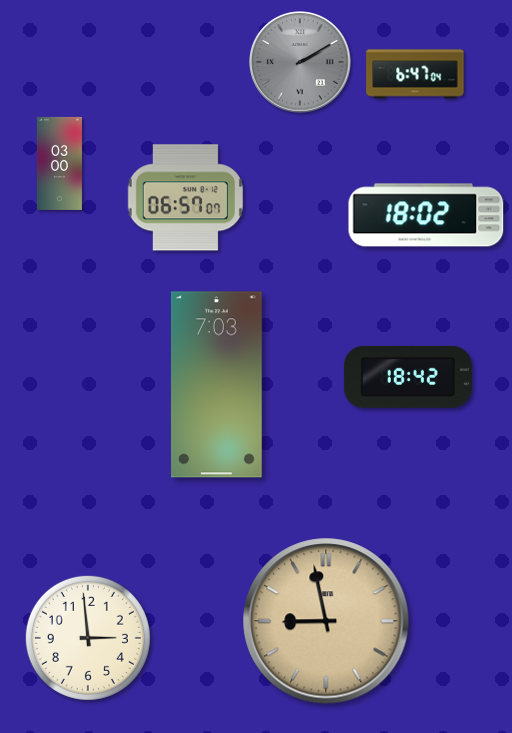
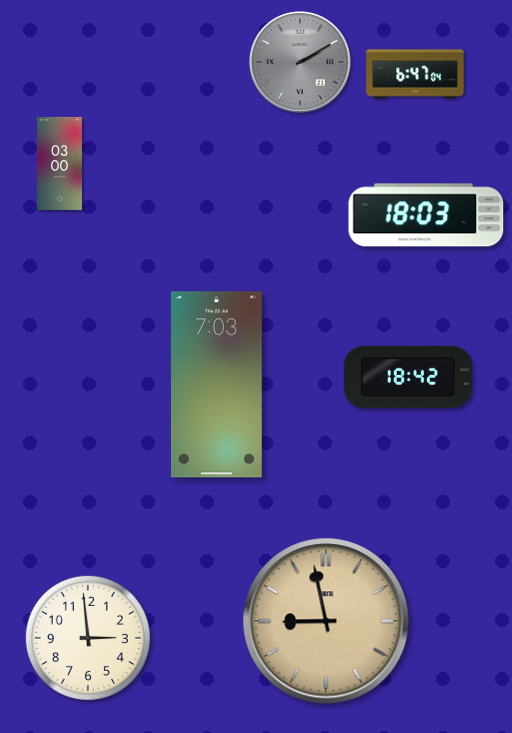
clock at (185, 198): 06:57 -> none
clock at (426, 215): 18:02 -> 18:03
